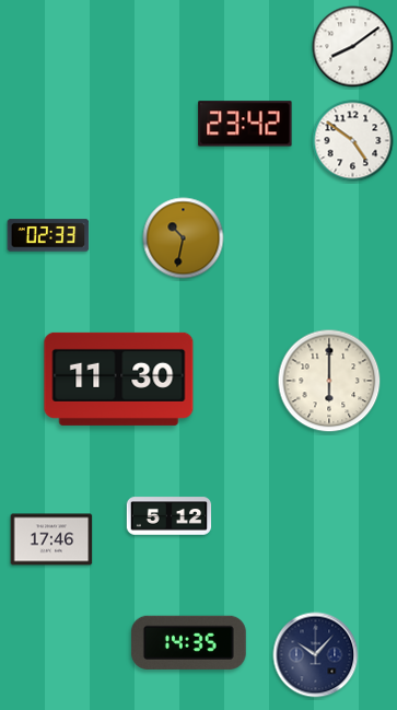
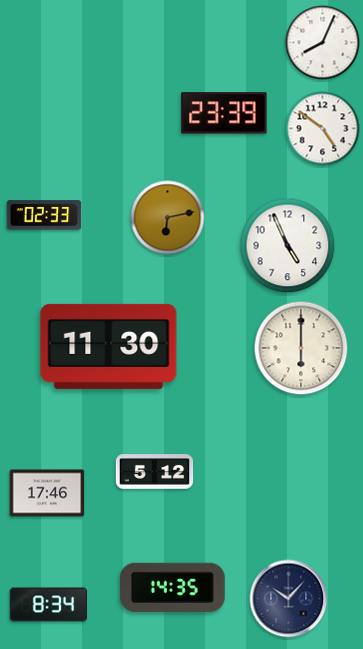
clock at (353, 47): 8:09 -> 8:04
clock at (245, 124): 23:42 -> 23:39
clock at (184, 238): 10:32 -> 6:13
clock at (288, 246): none -> 4:56
clock at (49, 605): none -> 8:34
